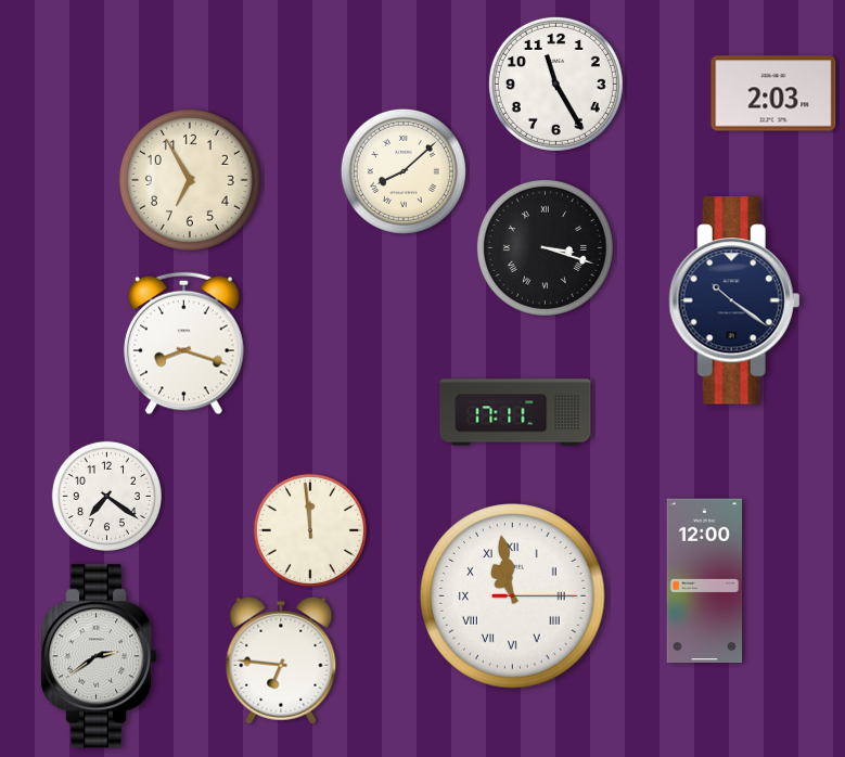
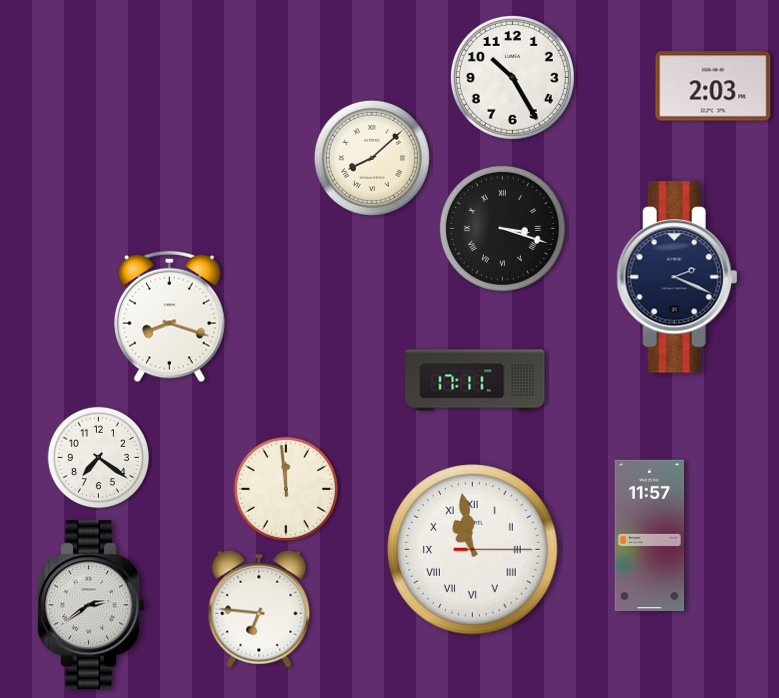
clock at (555, 84): 11:25 -> 10:25
clock at (190, 180): 6:55 -> none
clock at (734, 300): 10:21 -> 2:19
clock at (705, 581): 12:00 -> 11:57
